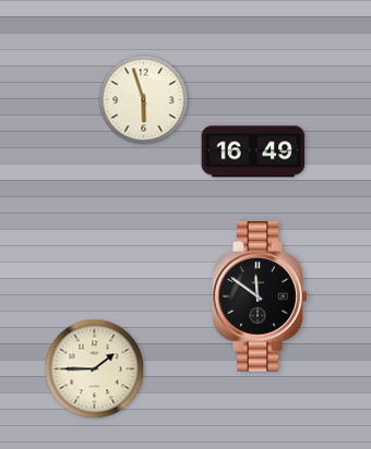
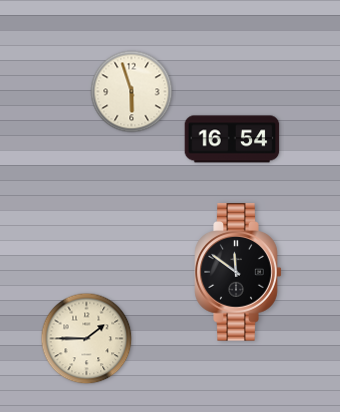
clock at (253, 151): 16:49 -> 16:54
